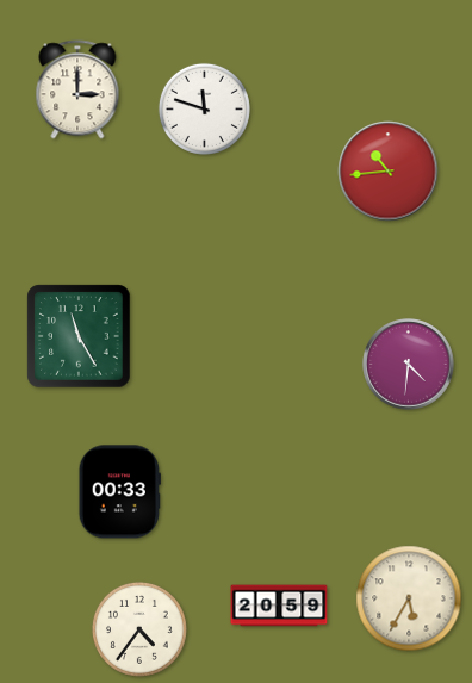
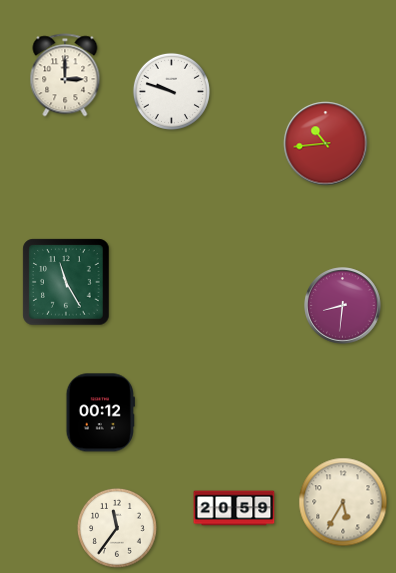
clock at (204, 108): 11:48 -> 9:48
clock at (409, 365): 4:31 -> 8:31
clock at (119, 492): 00:33 -> 00:12
clock at (139, 629): 4:36 -> 11:36
